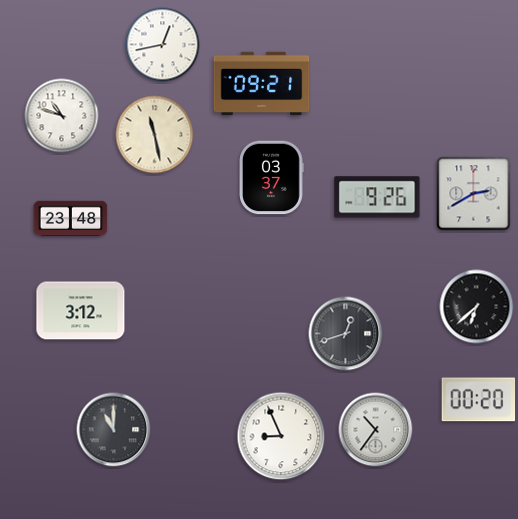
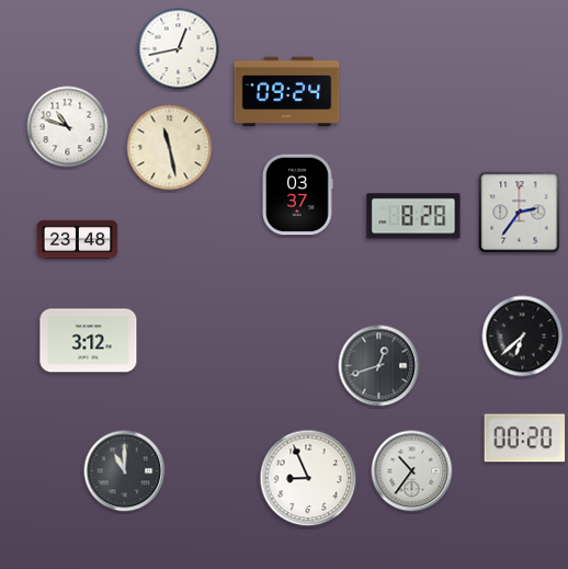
clock at (262, 84): 09:21 -> 09:24
clock at (474, 194): 2:40 -> 2:36
clock at (377, 197): 9:26 -> 8:28
